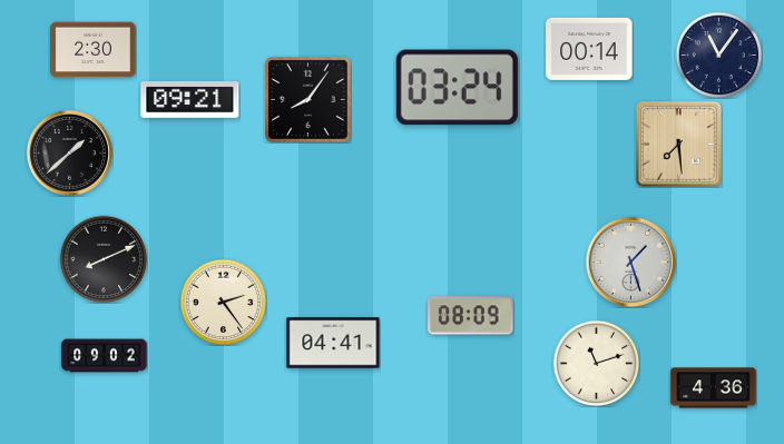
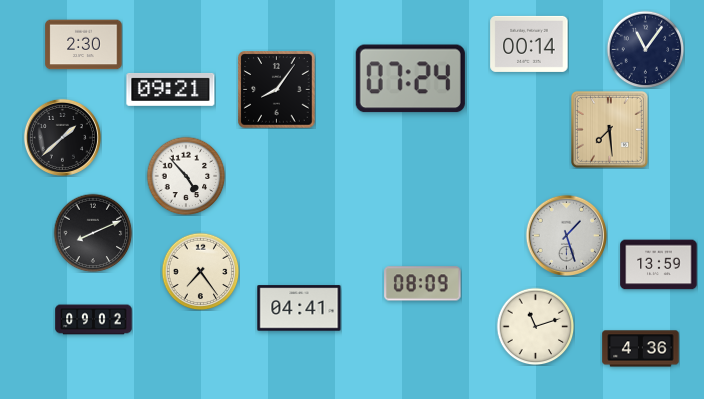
clock at (457, 88): 03:24 -> 07:24
clock at (186, 176): none -> 4:53
clock at (659, 265): none -> 13:59
clock at (223, 302): 2:24 -> 7:24
